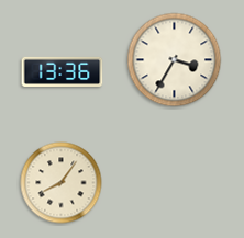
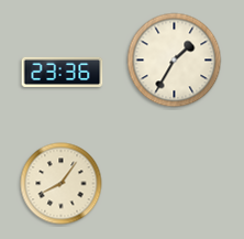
clock at (175, 60): 3:35 -> 1:35
clock at (63, 71): 13:36 -> 23:36
